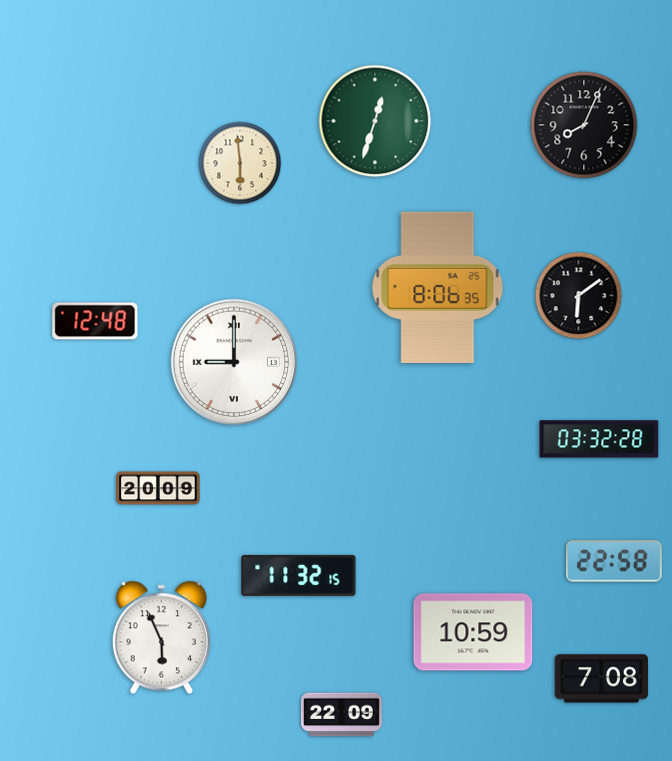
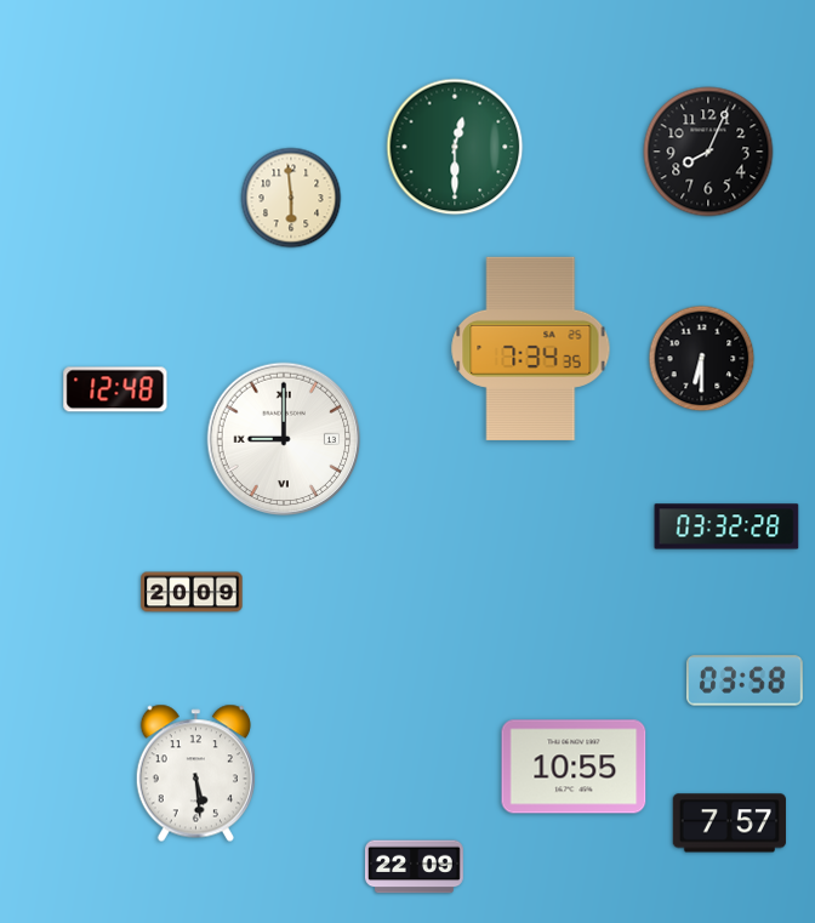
clock at (375, 121): 12:33 -> 12:30
clock at (438, 287): 8:06 -> 7:34
clock at (579, 296): 6:09 -> 6:30
clock at (599, 439) position: (599, 439) -> (726, 526)
clock at (614, 561): 22:58 -> 03:58
clock at (299, 575): 11:32 -> none
clock at (473, 632): 10:59 -> 10:55
clock at (161, 638): 5:56 -> 5:29
clock at (601, 679): 7:08 -> 7:57
